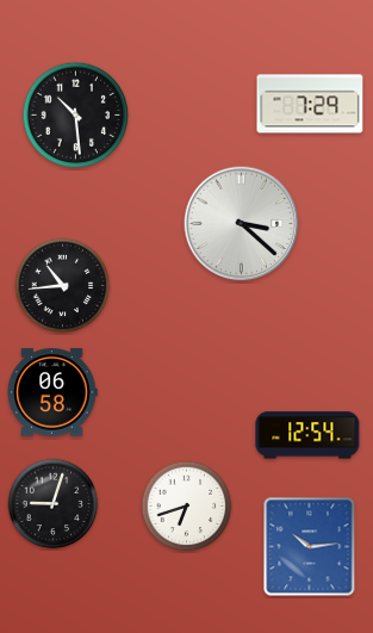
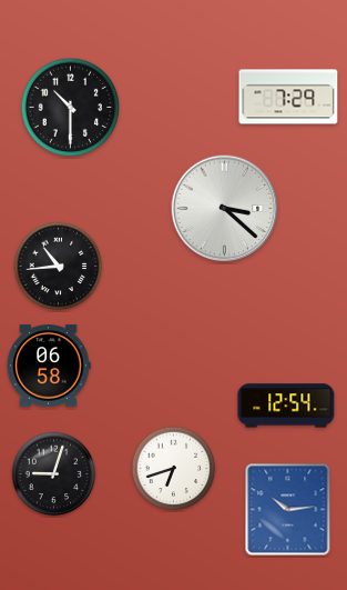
clock at (76, 116): 10:29 -> 10:30
clock at (54, 504) position: (54, 504) -> (54, 474)
clock at (187, 507) position: (187, 507) -> (174, 469)
